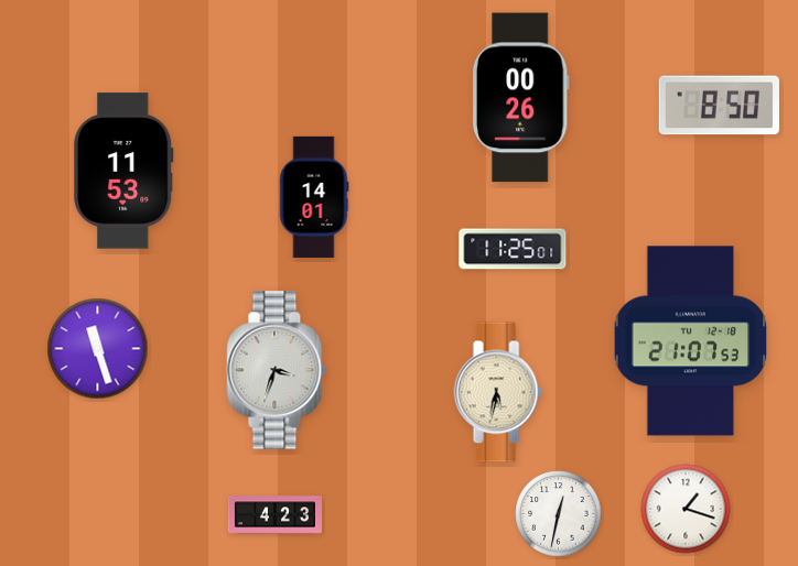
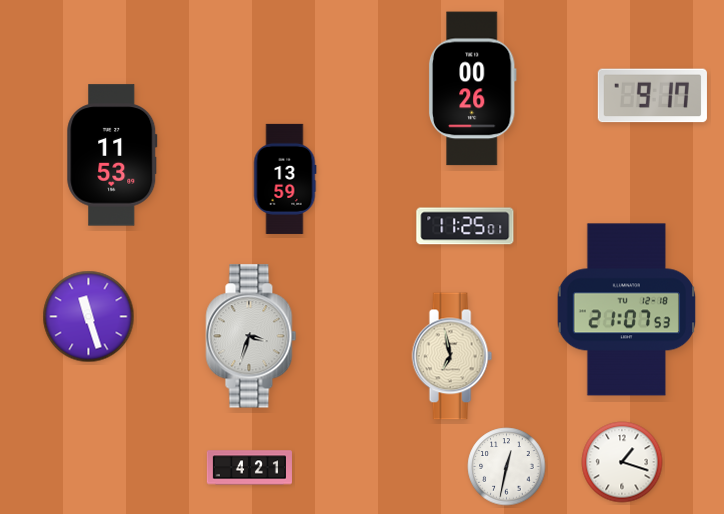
clock at (719, 106): 8:50 -> 9:17
clock at (314, 197): 14:01 -> 13:59
clock at (498, 392): 5:32 -> 6:58
clock at (274, 515): 4:23 -> 4:21
